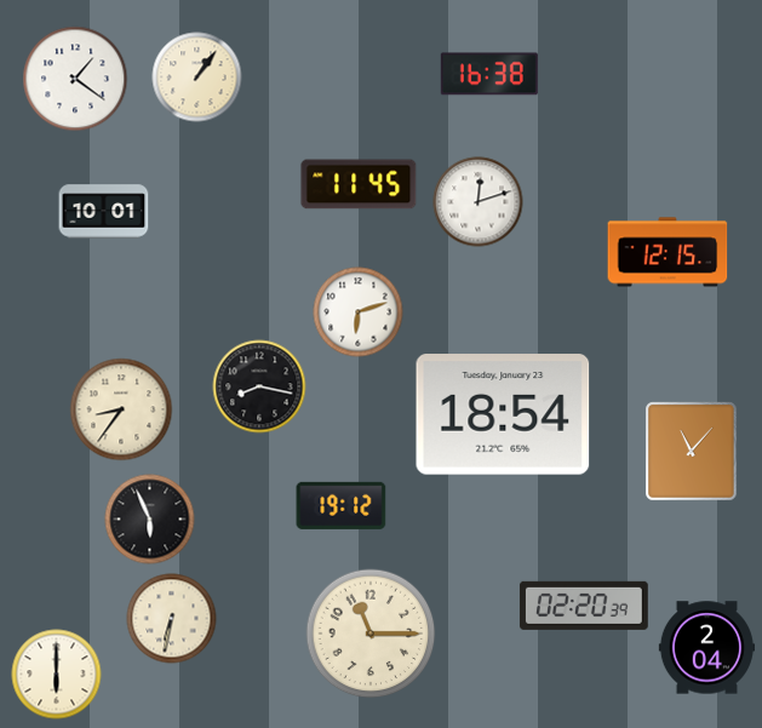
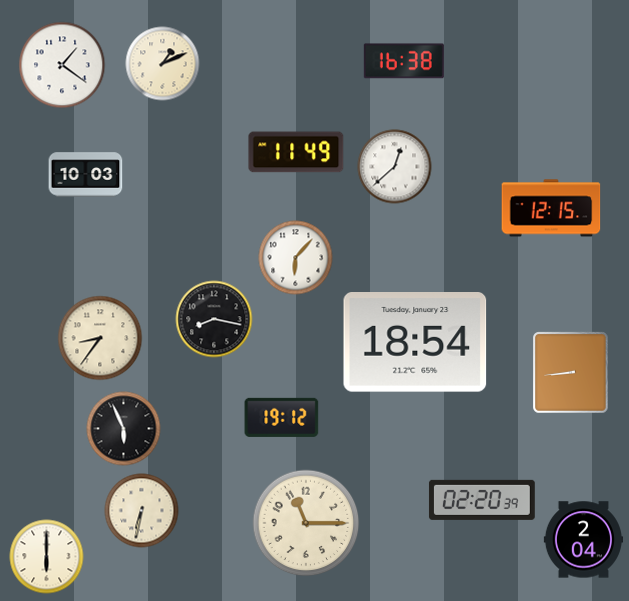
clock at (197, 78): 1:06 -> 1:11
clock at (359, 184): 11:45 -> 11:49
clock at (479, 202): 12:12 -> 12:38
clock at (104, 212): 10:01 -> 10:03
clock at (359, 313): 6:12 -> 6:07
clock at (692, 452): 11:07 -> 8:44
clock at (706, 648) position: (706, 648) -> (583, 540)
